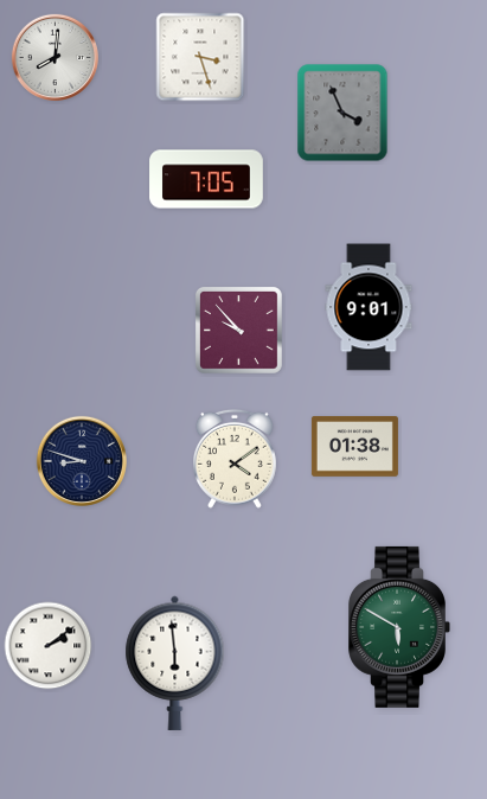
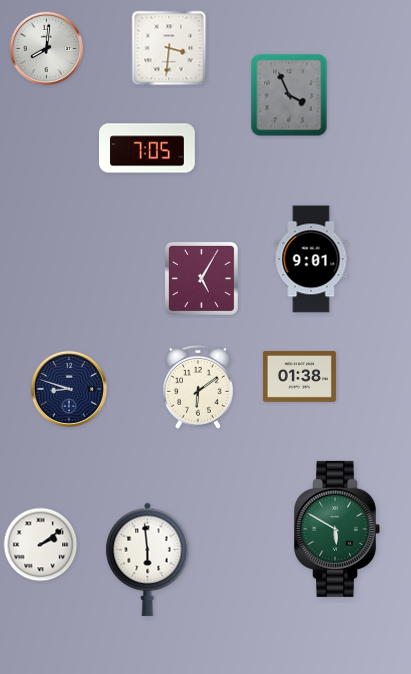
clock at (200, 57): 3:27 -> 3:31
clock at (206, 179) position: (206, 179) -> (147, 148)
clock at (238, 330): 9:53 -> 5:05
clock at (236, 459): 4:09 -> 6:09
